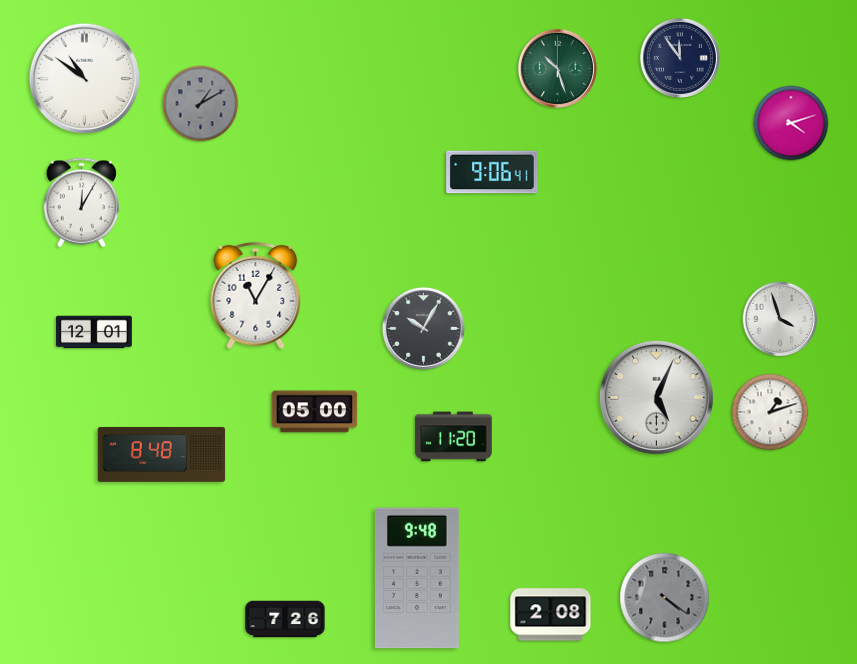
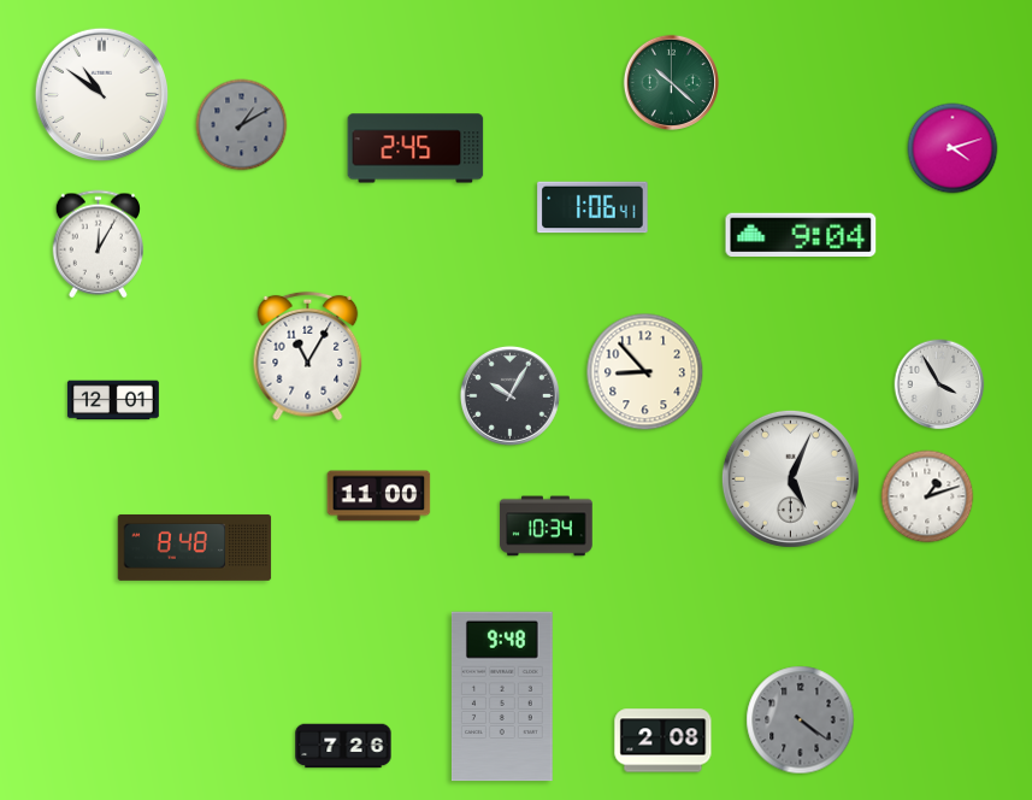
clock at (680, 58): 11:54 -> none
clock at (557, 68): 10:27 -> 10:22
clock at (415, 148): none -> 2:45
clock at (492, 172): 9:06 -> 1:06
clock at (801, 235): none -> 9:04
clock at (645, 372): none -> 8:53
clock at (780, 319): 3:57 -> 3:55
clock at (315, 412): 05:00 -> 11:00
clock at (454, 437): 11:20 -> 10:34
